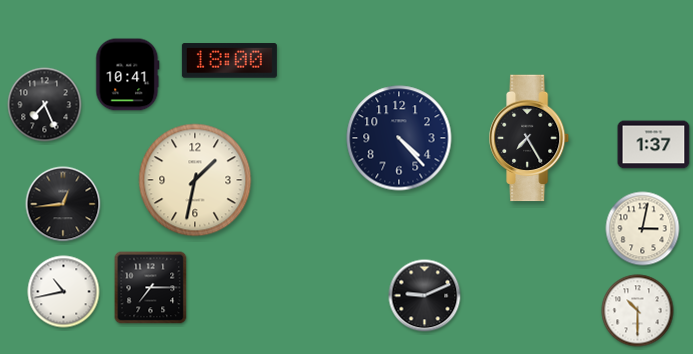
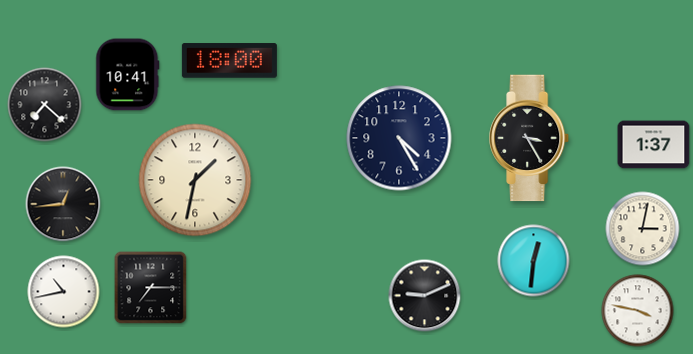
clock at (45, 105): 7:26 -> 7:22
clock at (399, 138): 4:23 -> 4:25
clock at (530, 138): 7:25 -> 3:25
clock at (534, 261): none -> 12:31
clock at (638, 311): 10:30 -> 3:47
